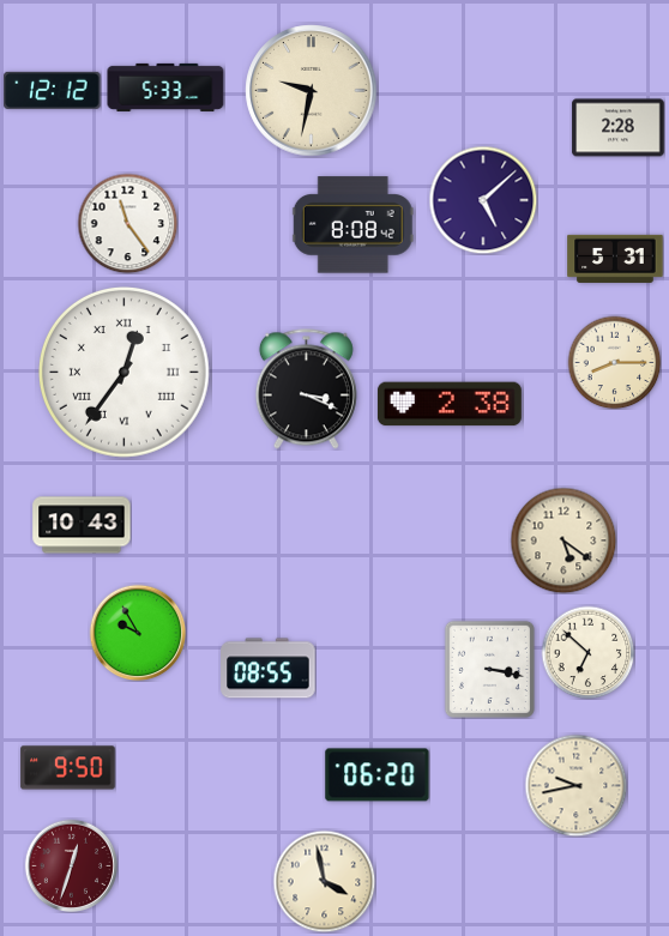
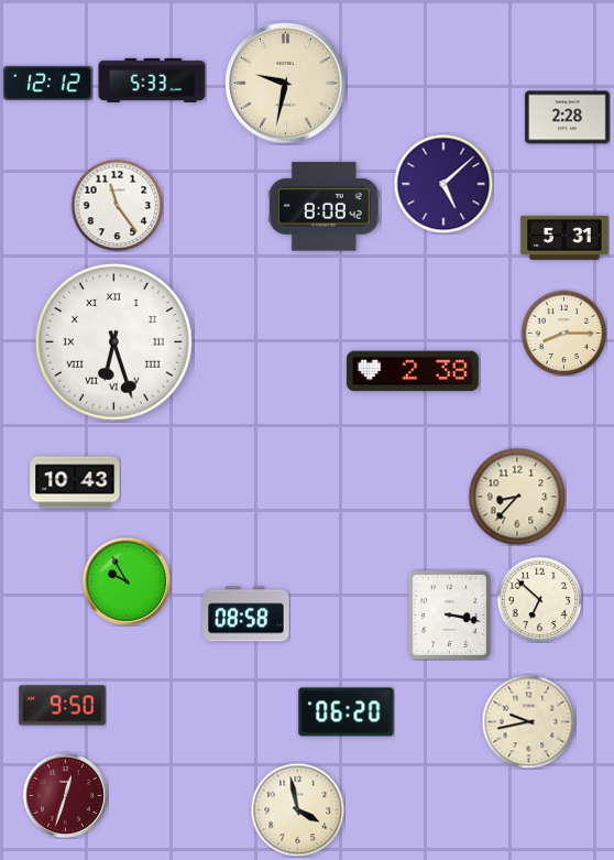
clock at (123, 372): 12:36 -> 6:27
clock at (306, 390): 3:19 -> none
clock at (563, 541): 5:21 -> 8:37
clock at (269, 669): 08:55 -> 08:58
